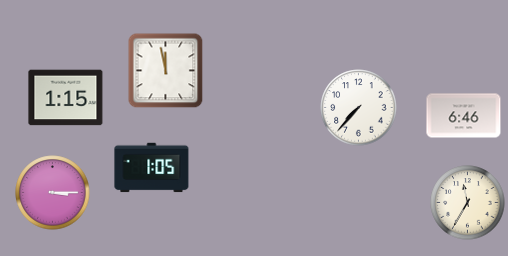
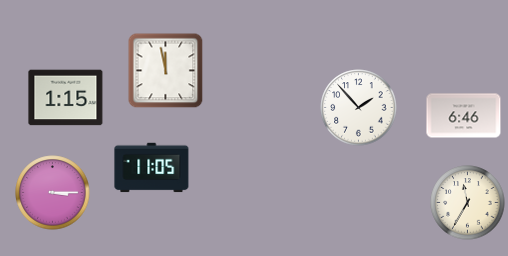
clock at (359, 108): 7:37 -> 1:53
clock at (152, 168): 1:05 -> 11:05
